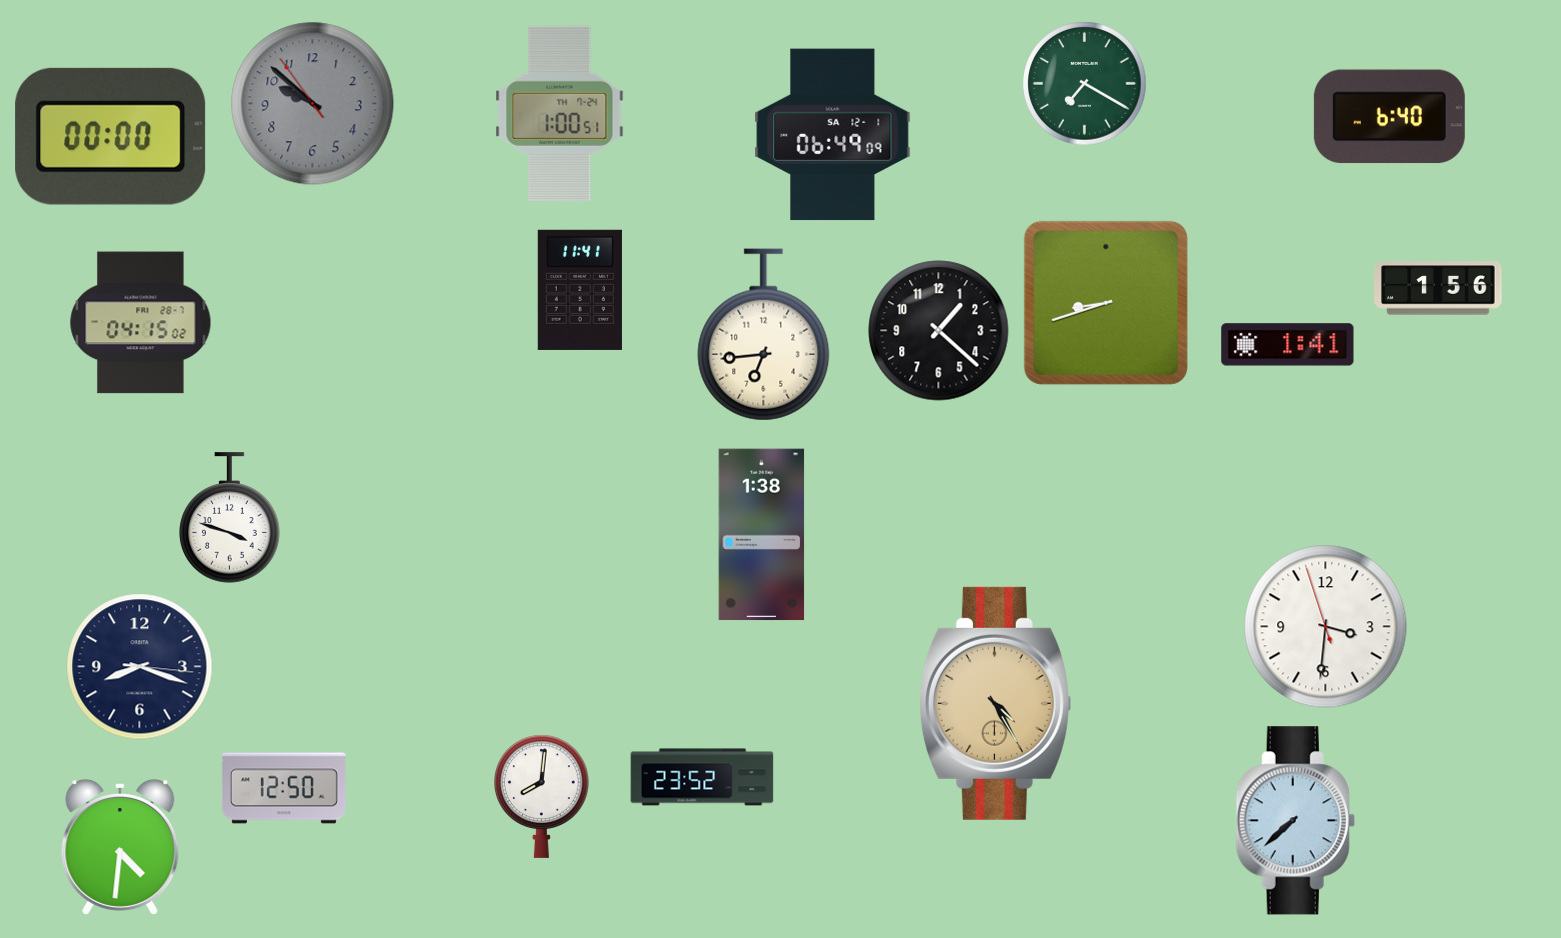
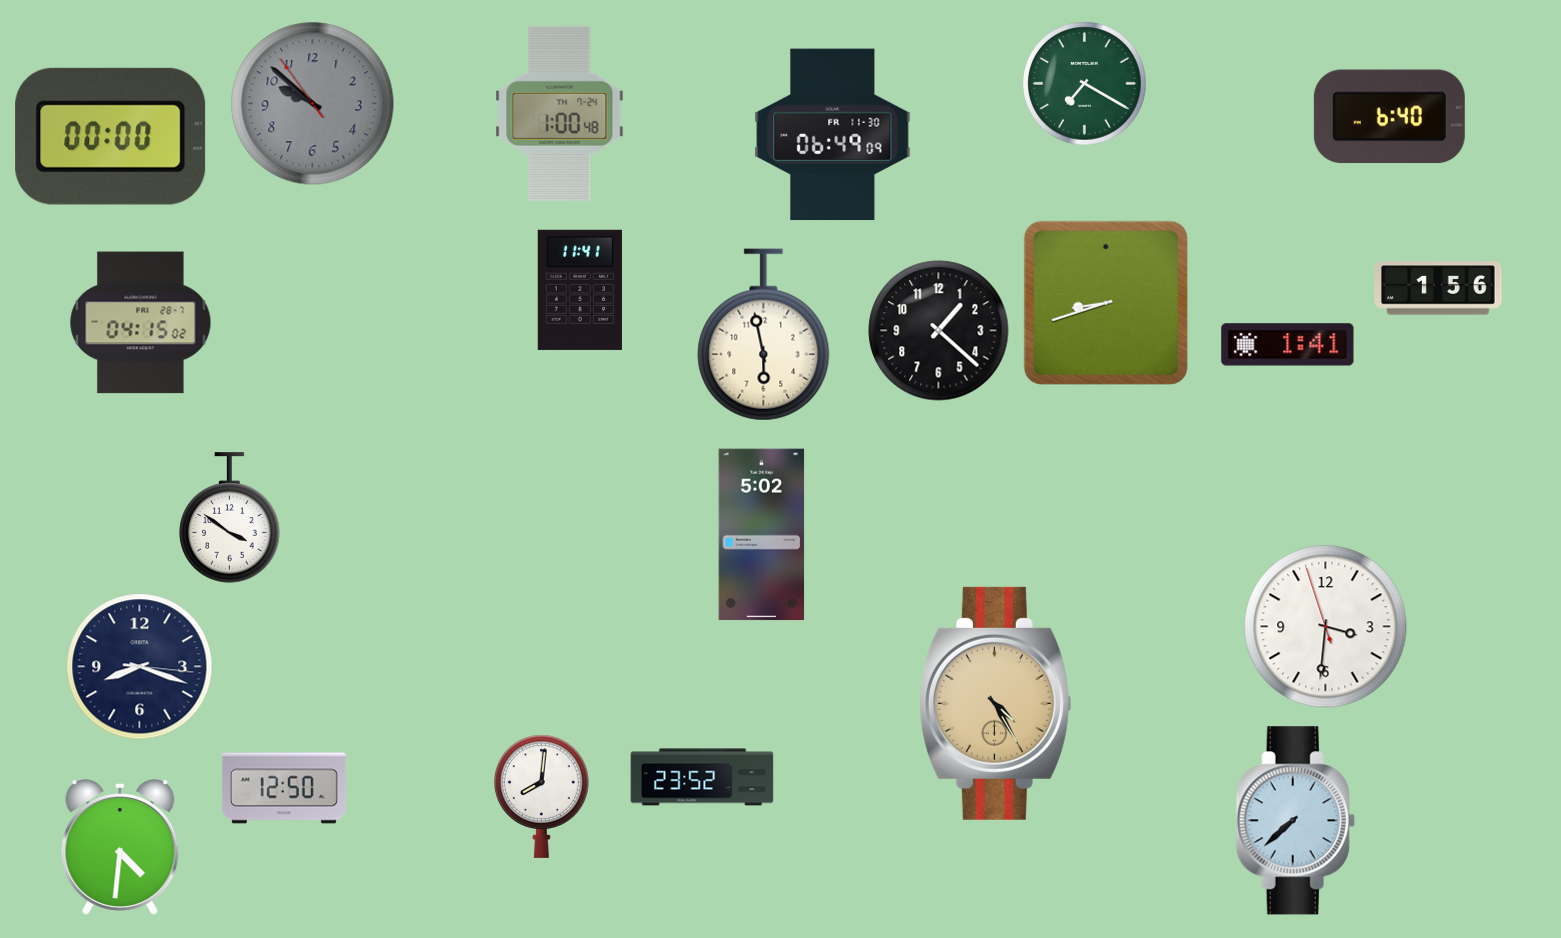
clock at (560, 113): 1:00:51 -> 1:00:48
clock at (833, 135) date: SA 12-1 -> FR 11-30
clock at (764, 335): 6:44 -> 5:58
clock at (230, 518): 3:48 -> 3:51
clock at (762, 535): 1:38 -> 5:02
